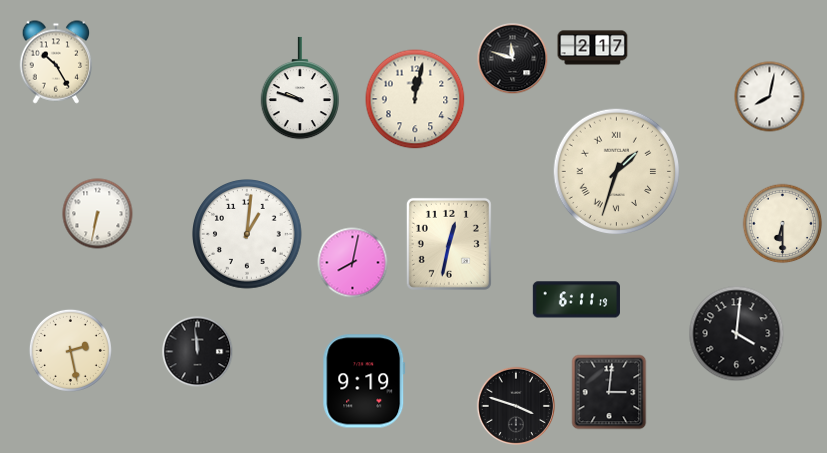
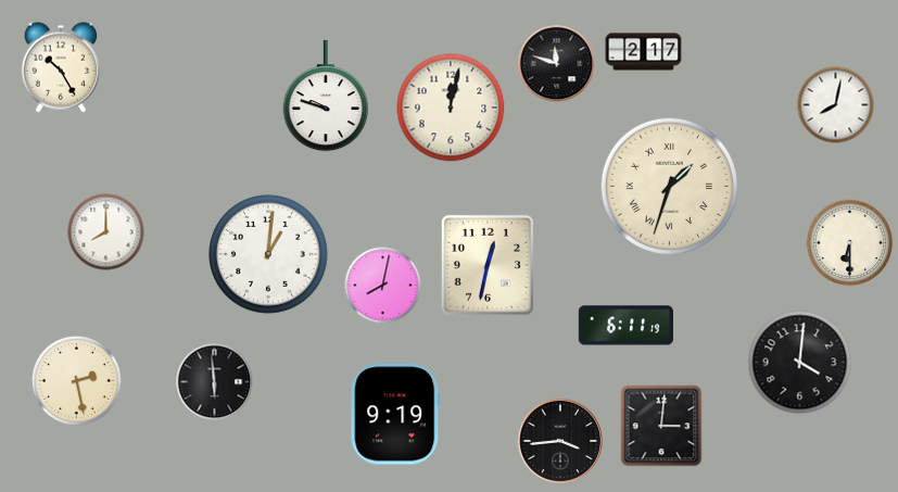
clock at (98, 214): 6:32 -> 8:00
clock at (198, 352): 11:59 -> 5:59
clock at (515, 405): 3:48 -> 3:44
